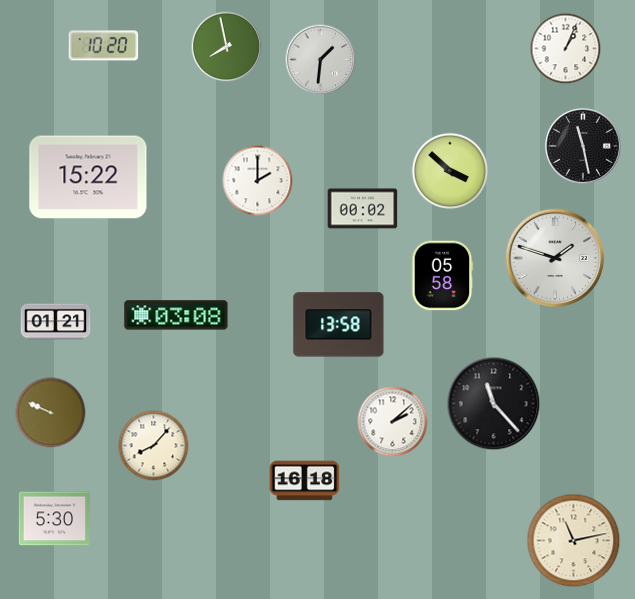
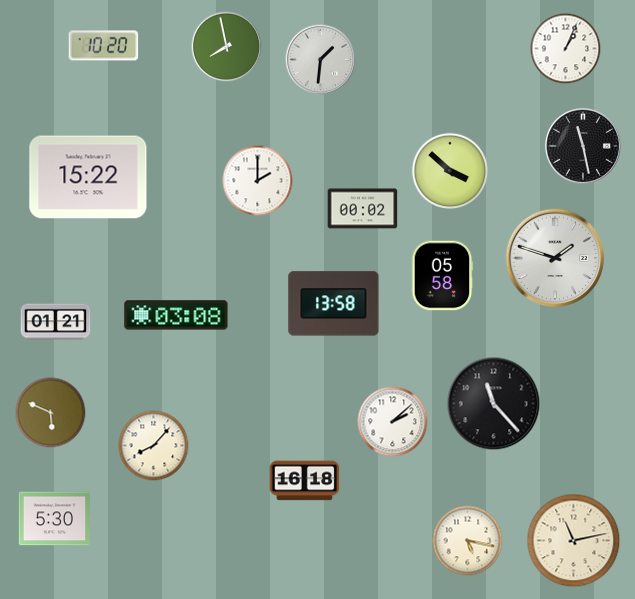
clock at (339, 325) position: (339, 325) -> (334, 304)
clock at (51, 413): 9:49 -> 5:49
clock at (468, 541): none -> 5:17
